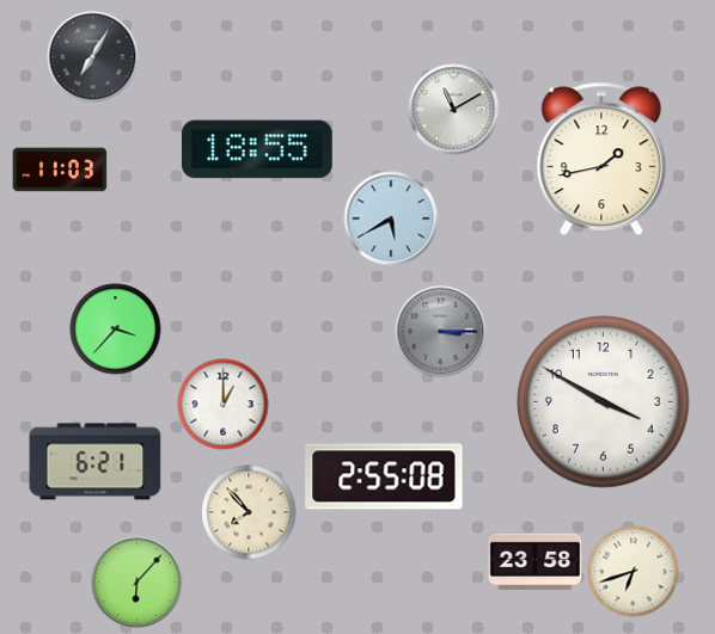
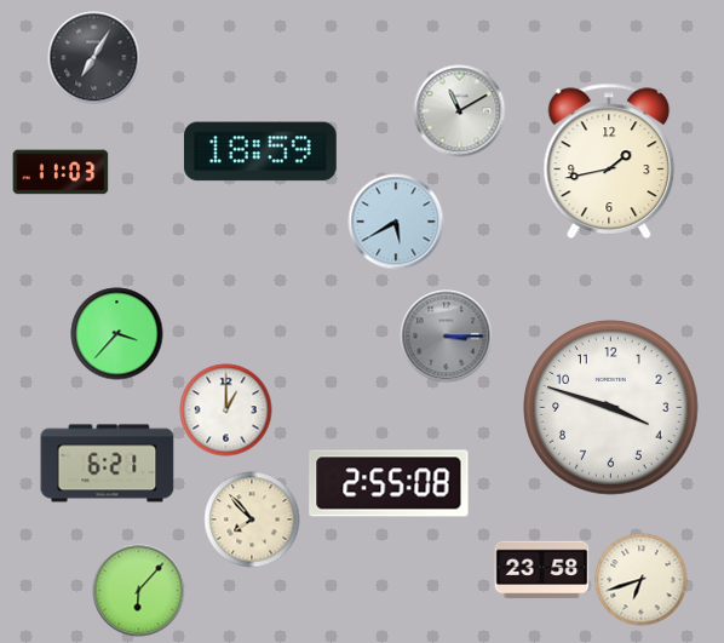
clock at (257, 149): 18:55 -> 18:59
clock at (604, 402): 3:50 -> 3:48
clock at (96, 462) position: (96, 462) -> (108, 464)
